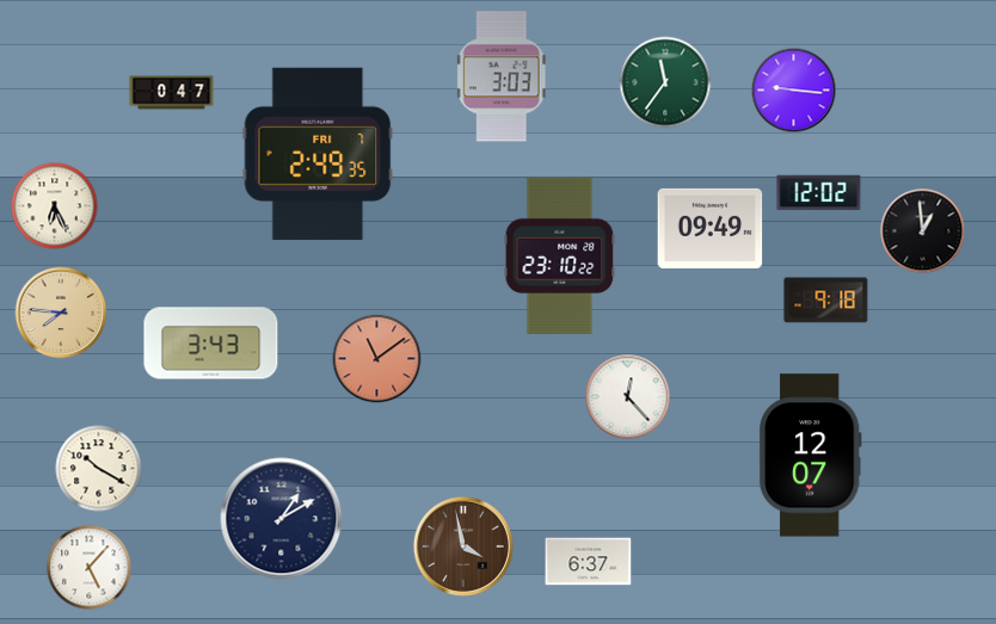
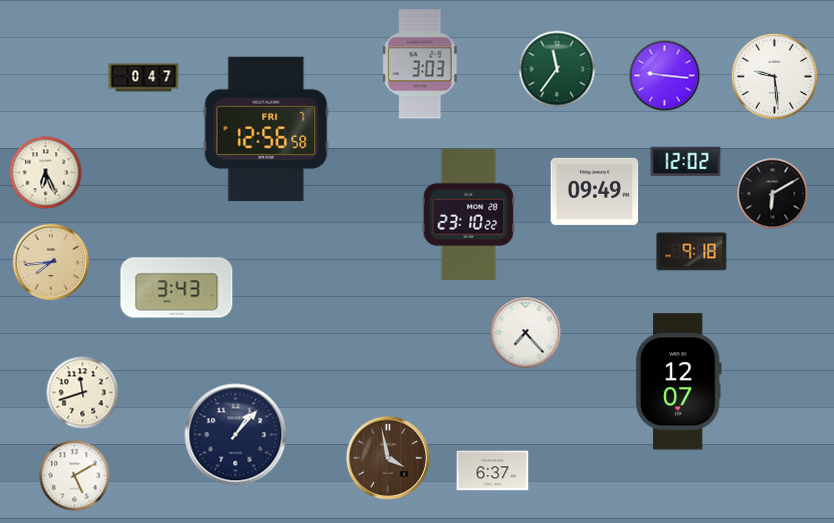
clock at (774, 76): none -> 9:29
clock at (318, 154): 2:49 -> 12:56
clock at (923, 231): 12:59 -> 6:10
clock at (61, 313): 7:46 -> 7:44
clock at (377, 359): 11:09 -> none
clock at (628, 397): 12:23 -> 7:23
clock at (99, 469): 10:20 -> 11:42
clock at (282, 519): 1:10 -> 1:07
clock at (90, 568): 5:07 -> 5:10
